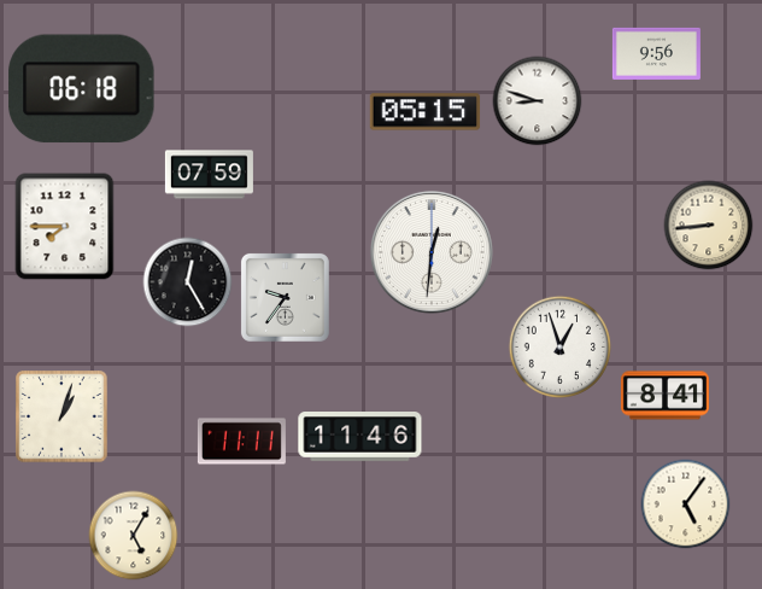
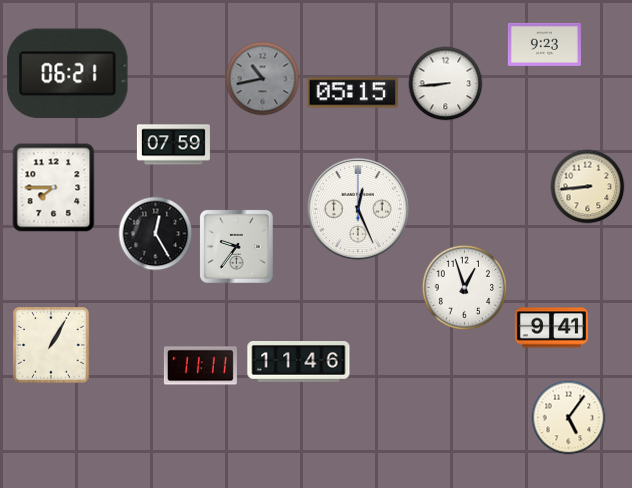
clock at (656, 53): 9:56 -> 9:23
clock at (82, 89): 06:18 -> 06:21
clock at (263, 79): none -> 10:43
clock at (538, 101): 8:48 -> 8:44
clock at (432, 252): 12:31 -> 12:26
clock at (664, 396): 8:41 -> 9:41
clock at (61, 416): 1:03 -> 1:05
clock at (134, 536): 5:05 -> none
